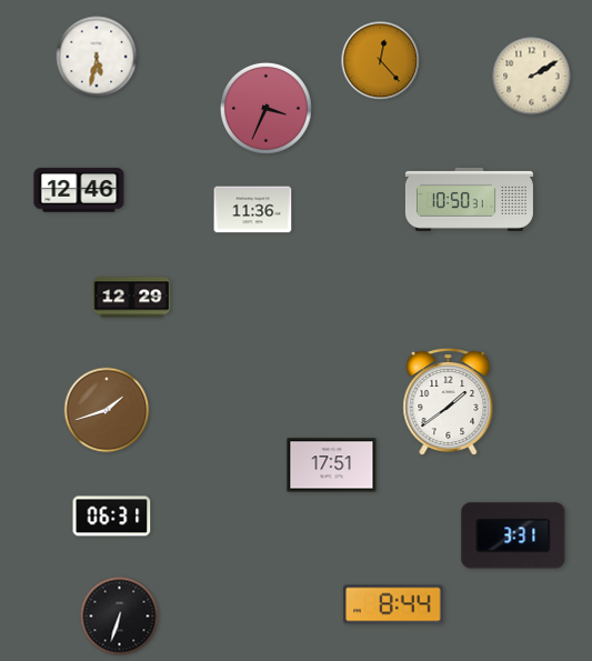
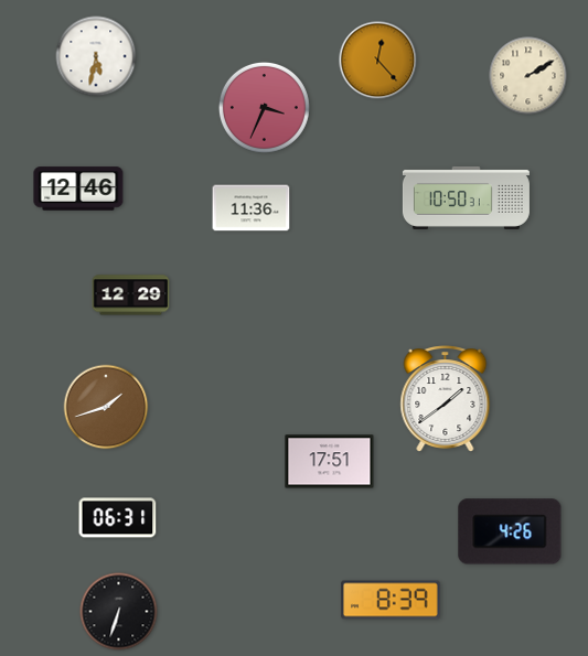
clock at (112, 517) position: (112, 517) -> (118, 518)
clock at (513, 535): 3:31 -> 4:26
clock at (393, 604): 8:44 -> 8:39
